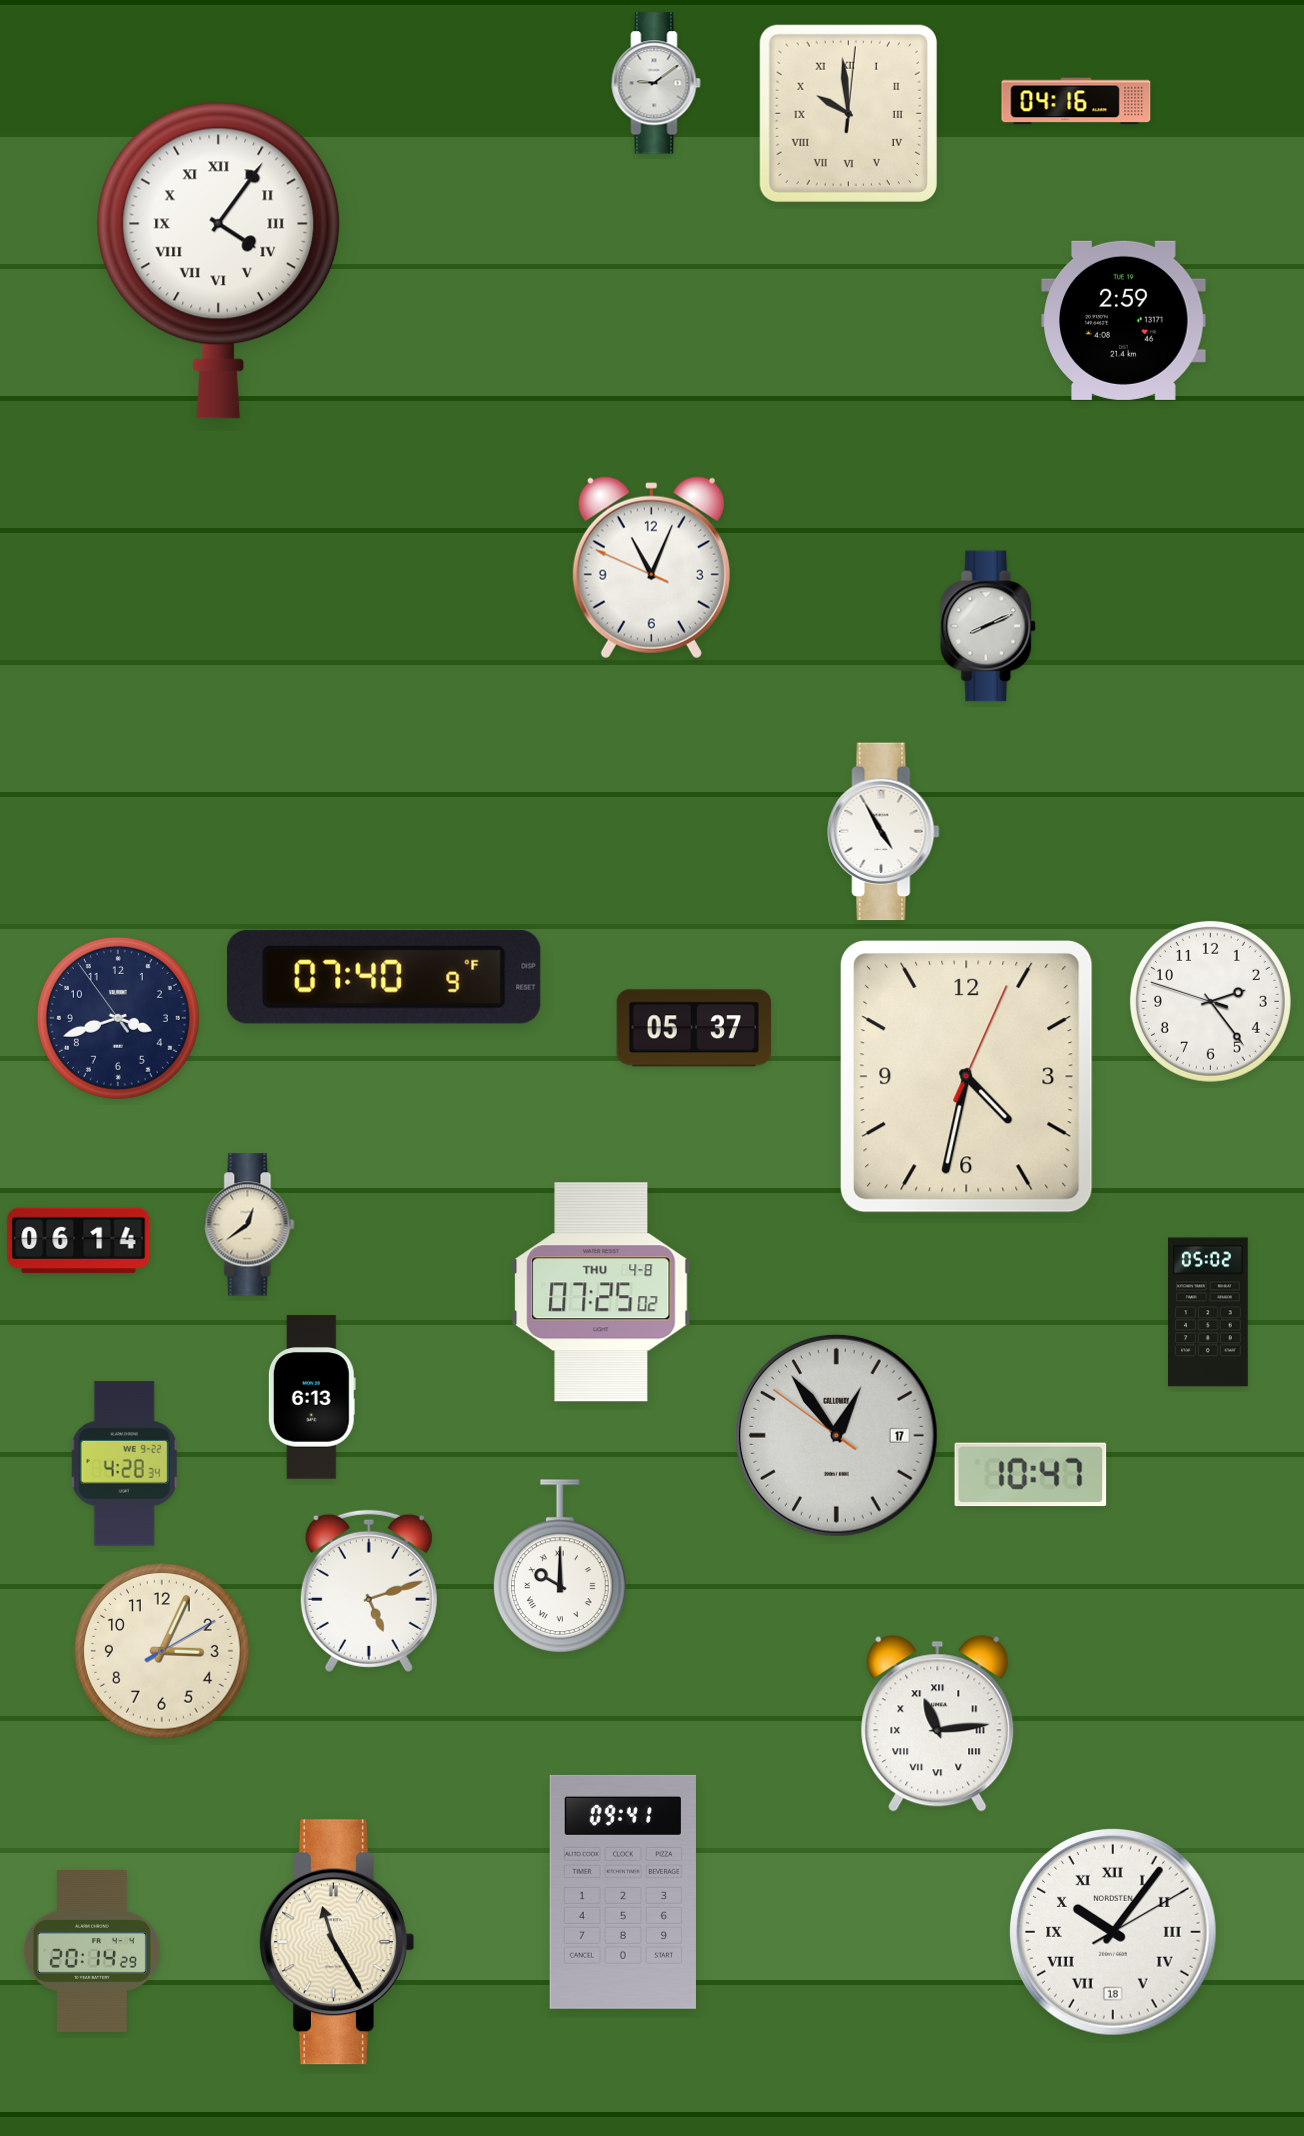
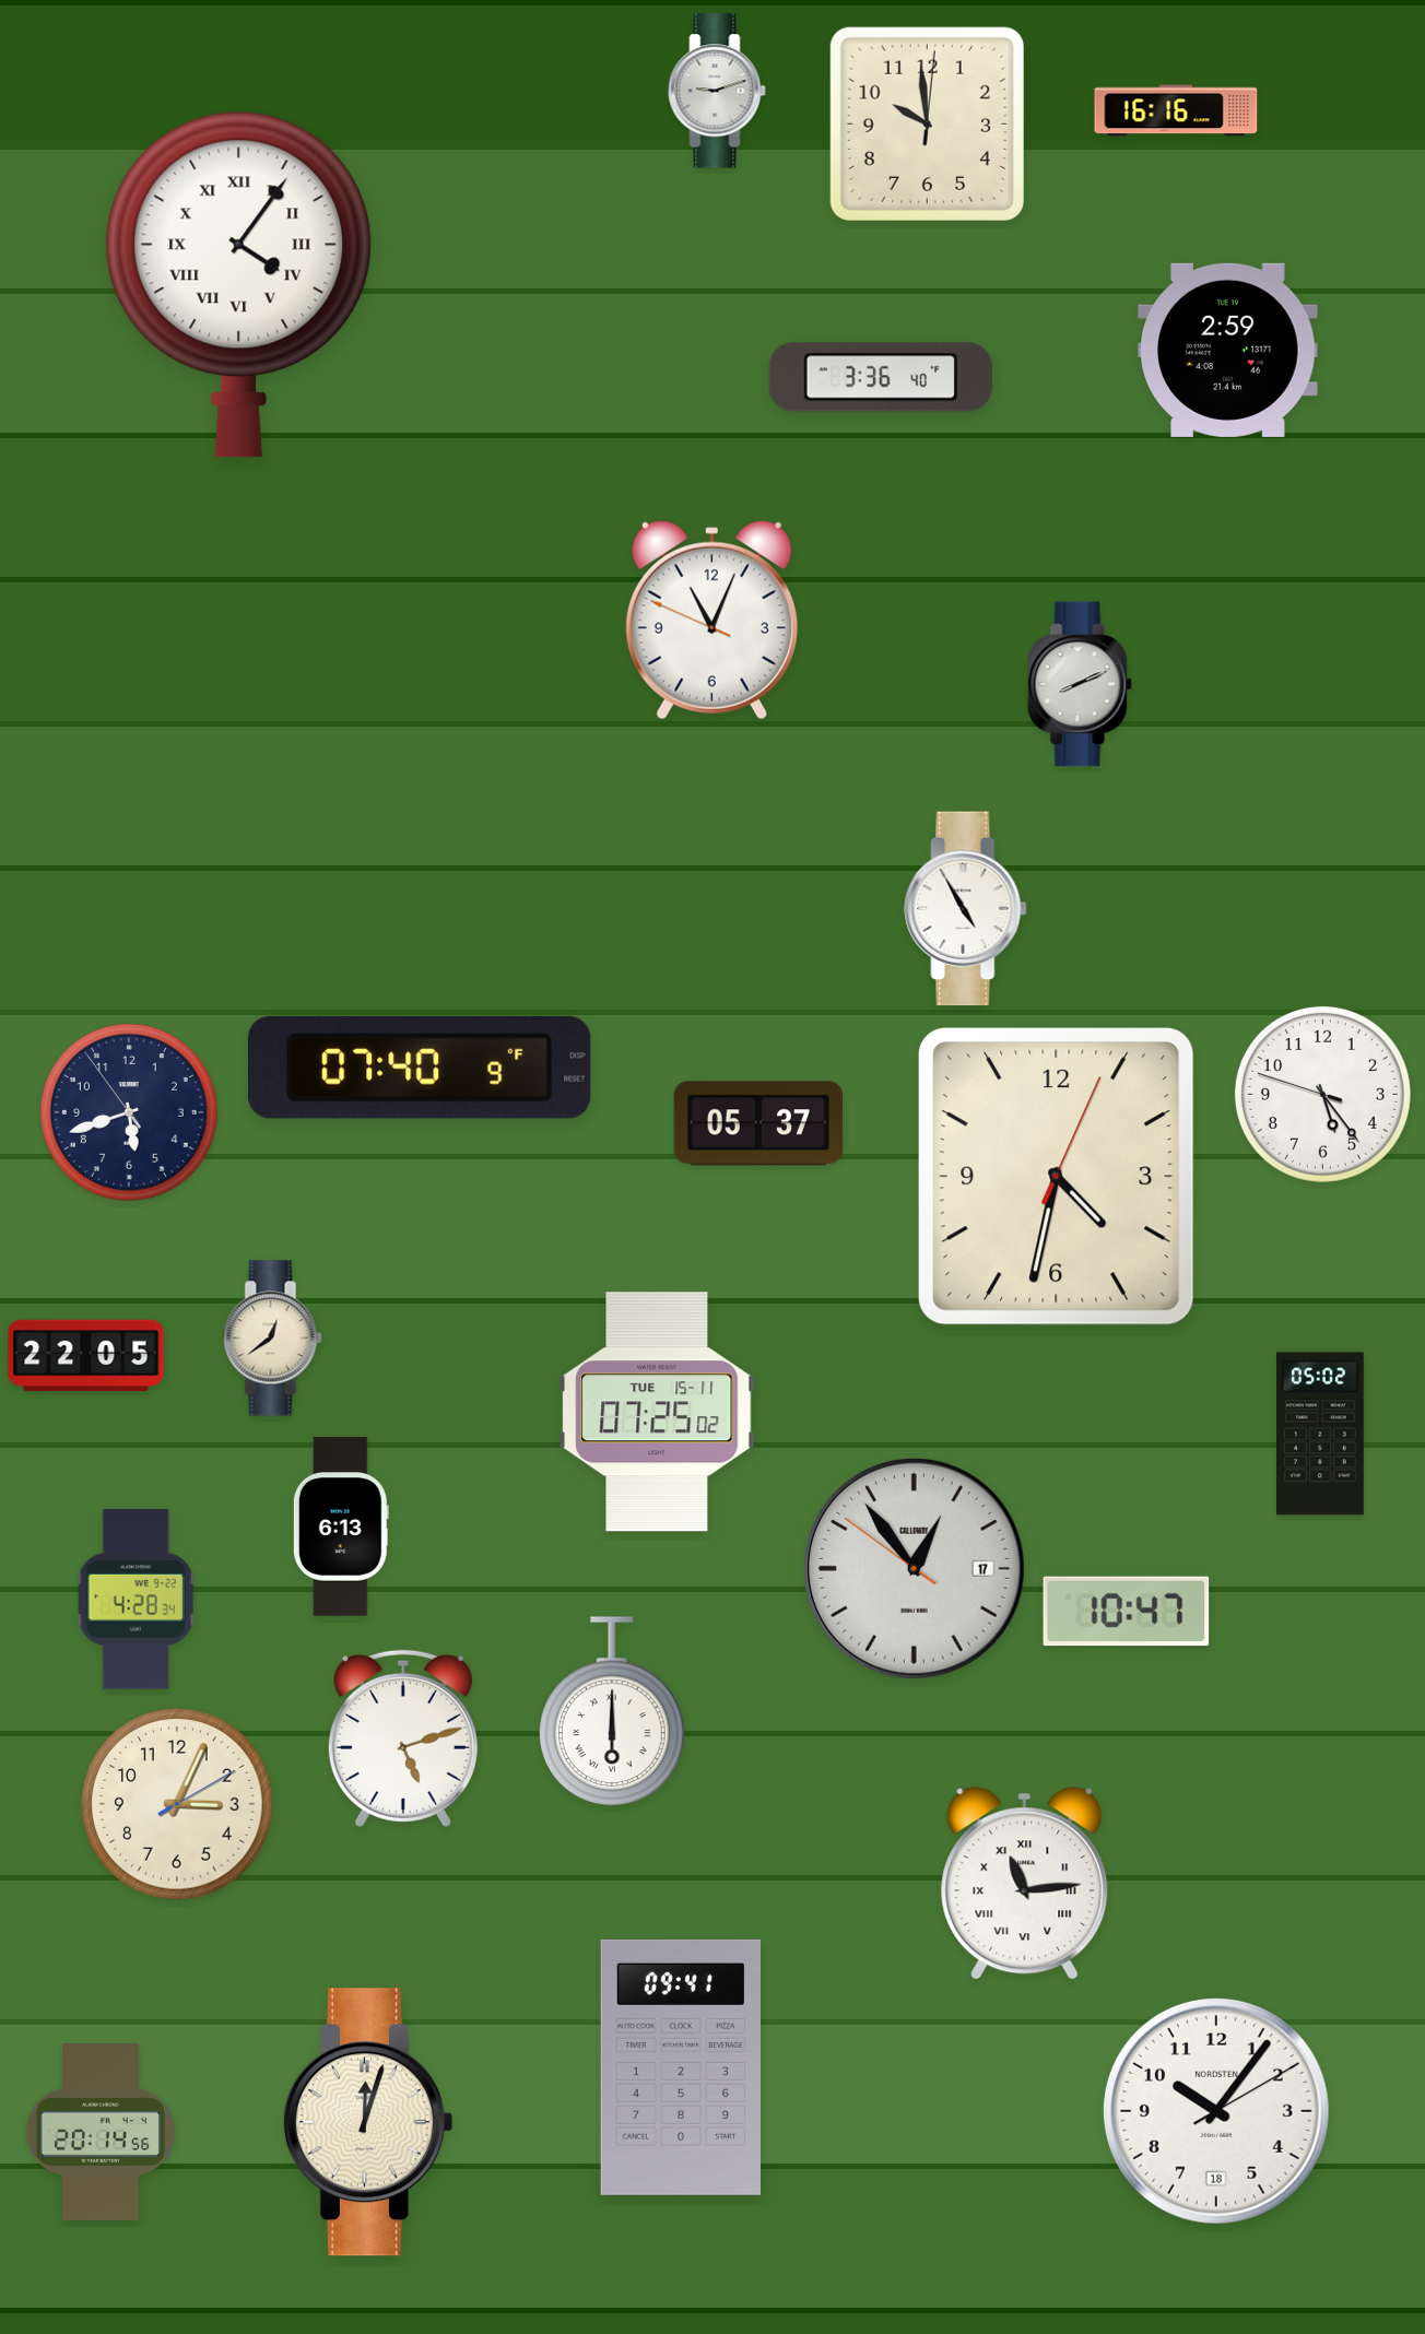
clock at (656, 83): 9:09 -> 9:12
clock at (1076, 101): 04:16 -> 16:16
clock at (848, 113) numerals: Roman -> Arabic
clock at (881, 377): none -> 3:36
clock at (1210, 1001): 2:23 -> 5:23
clock at (118, 1018): 3:41 -> 5:41
clock at (79, 1241): 06:14 -> 22:05
clock at (601, 1292) date: THU 4-8 -> TUE 15-11
clock at (560, 1567): 10:00 -> 6:00
clock at (1113, 1932) numerals: Roman -> Arabic
clock at (336, 1942): 11:25 -> 12:03
clock at (92, 1952): 20:14:29 -> 20:14:56
